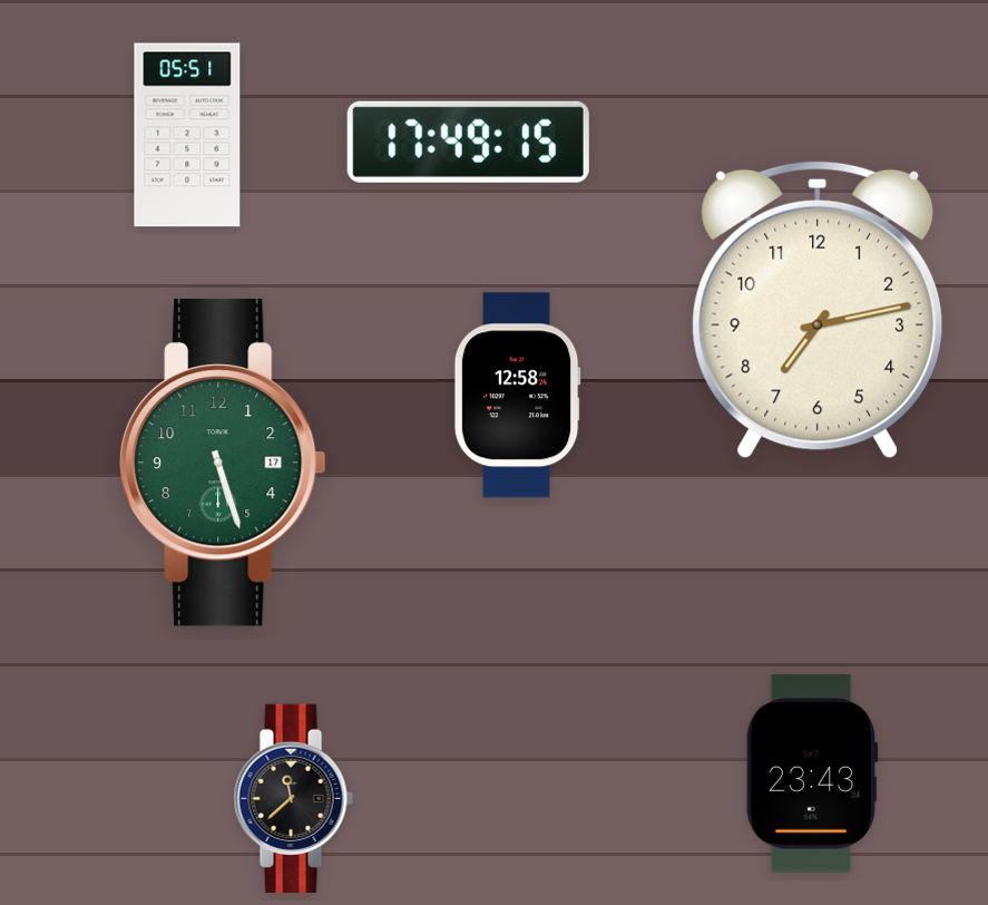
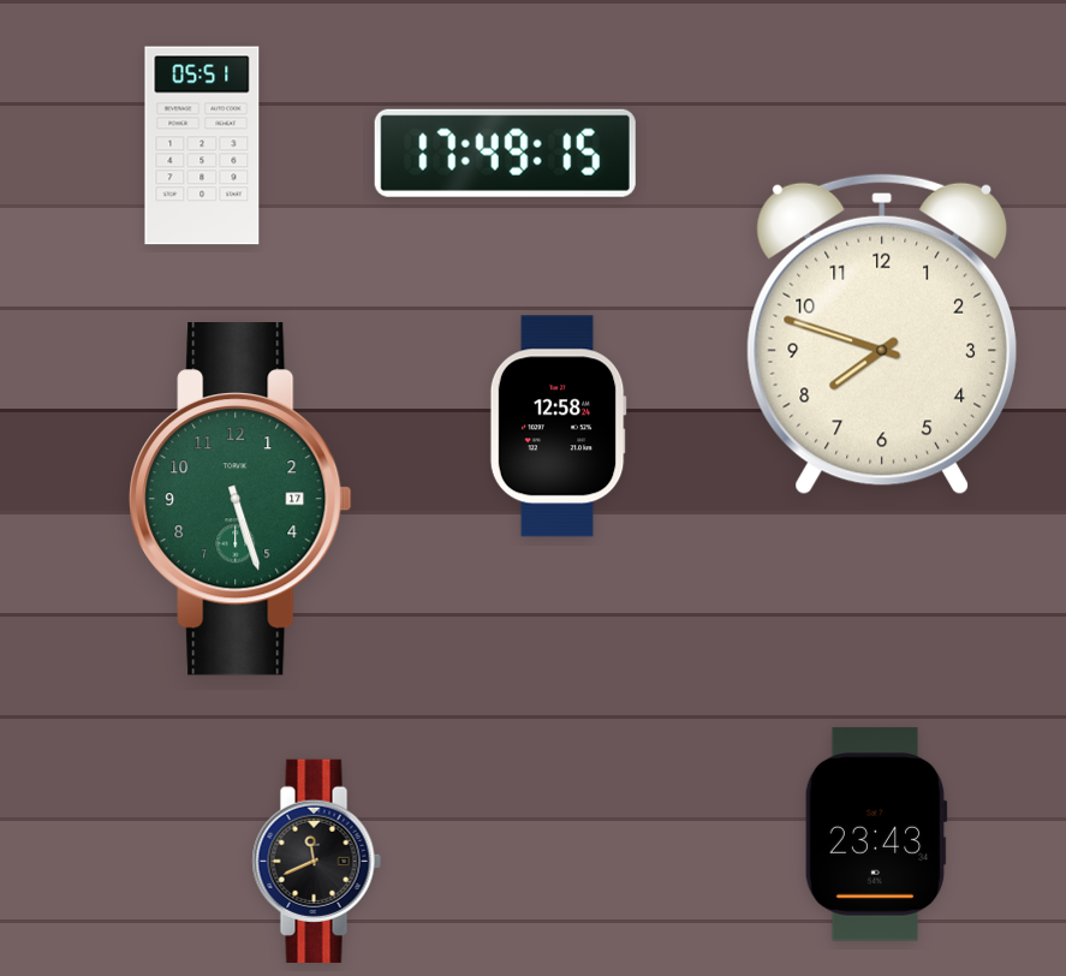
clock at (818, 310): 7:13 -> 7:48
clock at (293, 798): 11:38 -> 11:41
